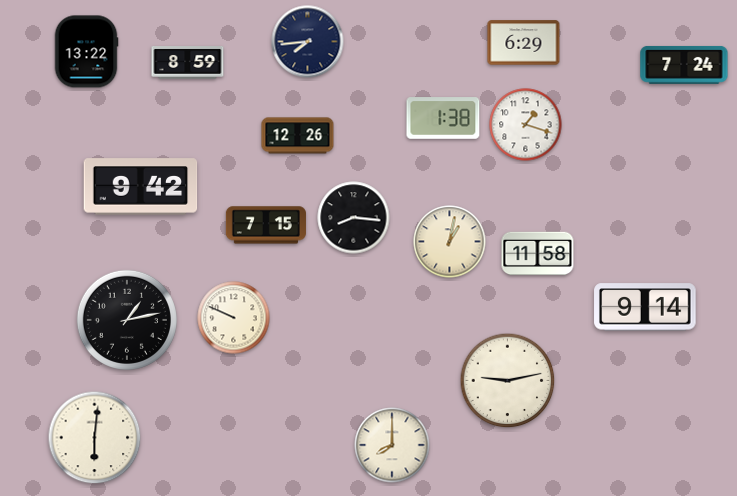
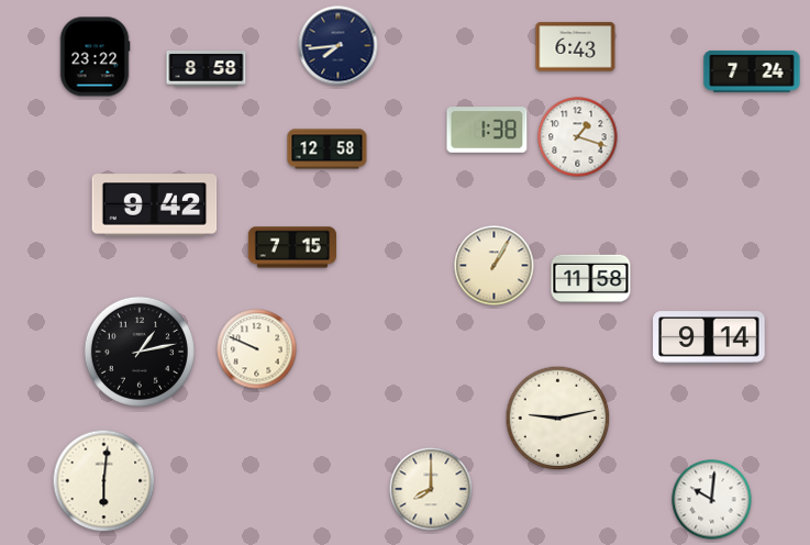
clock at (524, 43): 6:29 -> 6:43
clock at (86, 52): 13:22 -> 23:22
clock at (188, 63): 8:59 -> 8:58
clock at (298, 136): 12:26 -> 12:58
clock at (354, 218): 8:16 -> none
clock at (450, 242): 1:02 -> 1:05
clock at (712, 500): none -> 10:01
